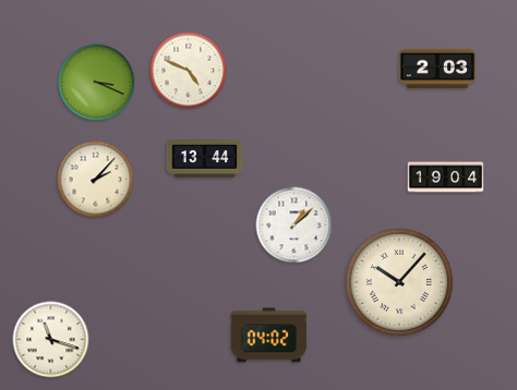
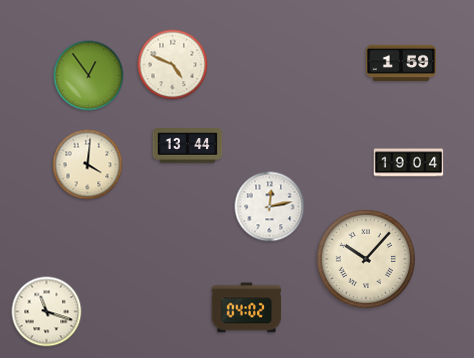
clock at (437, 69): 2:03 -> 1:59
clock at (97, 83): 3:19 -> 12:54
clock at (96, 180): 2:07 -> 4:01
clock at (294, 226): 1:08 -> 12:13
